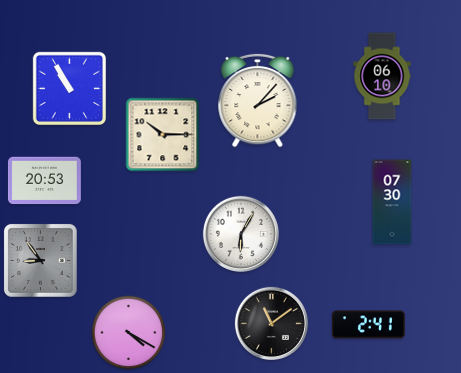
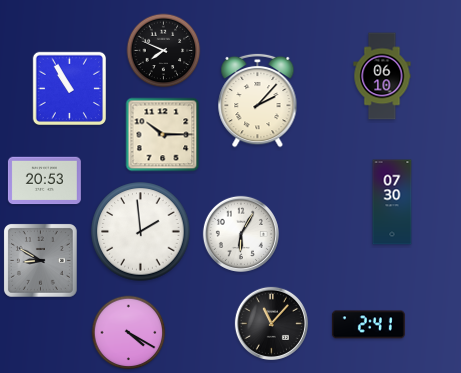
clock at (164, 51): none -> 7:49
clock at (141, 232): none -> 1:59
clock at (41, 261): 8:54 -> 8:50
clock at (271, 323): 11:09 -> 11:07
